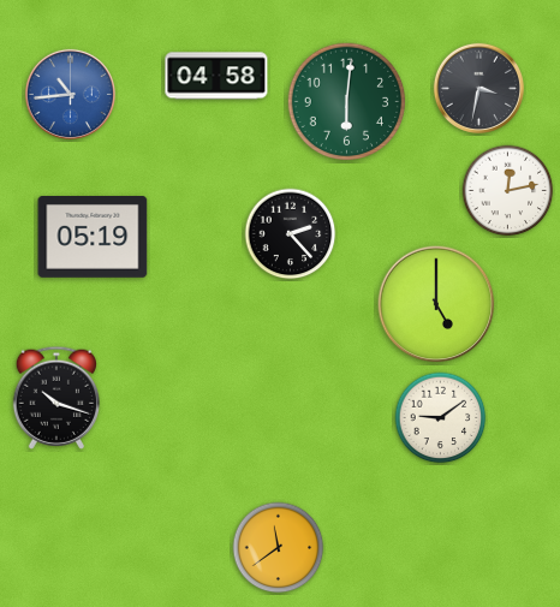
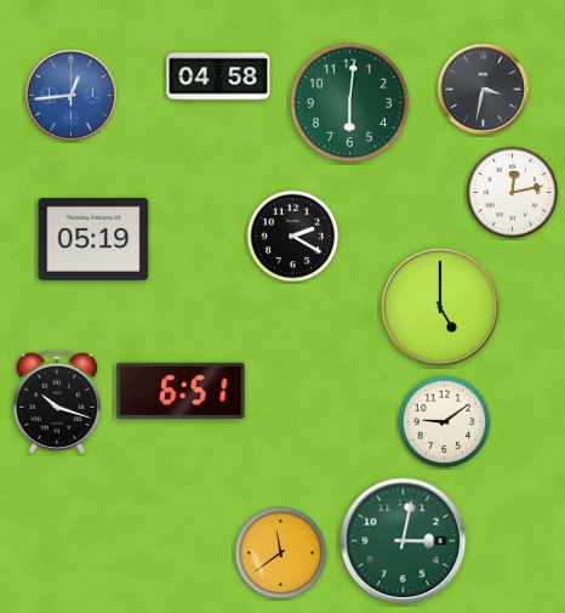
clock at (70, 94): 10:44 -> 12:44
clock at (291, 234): 2:23 -> 2:20
clock at (181, 391): none -> 6:51
clock at (404, 541): none -> 3:02
